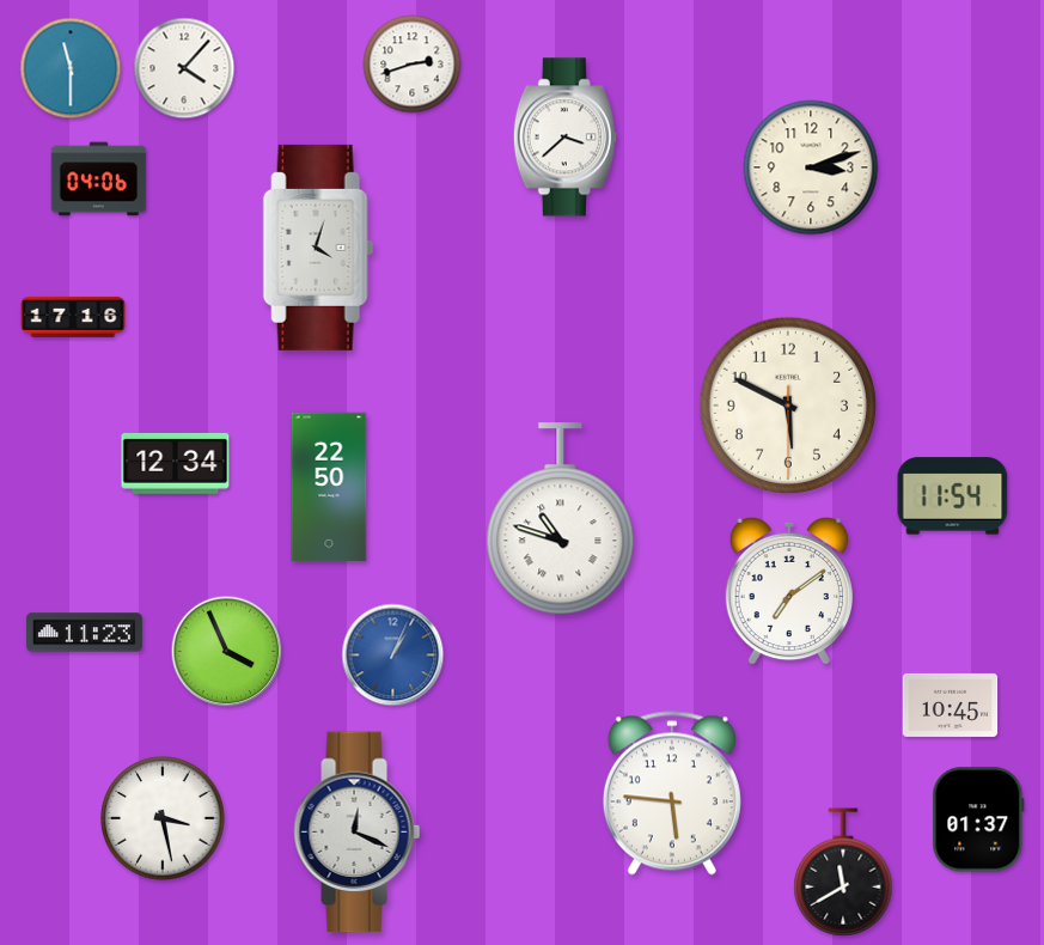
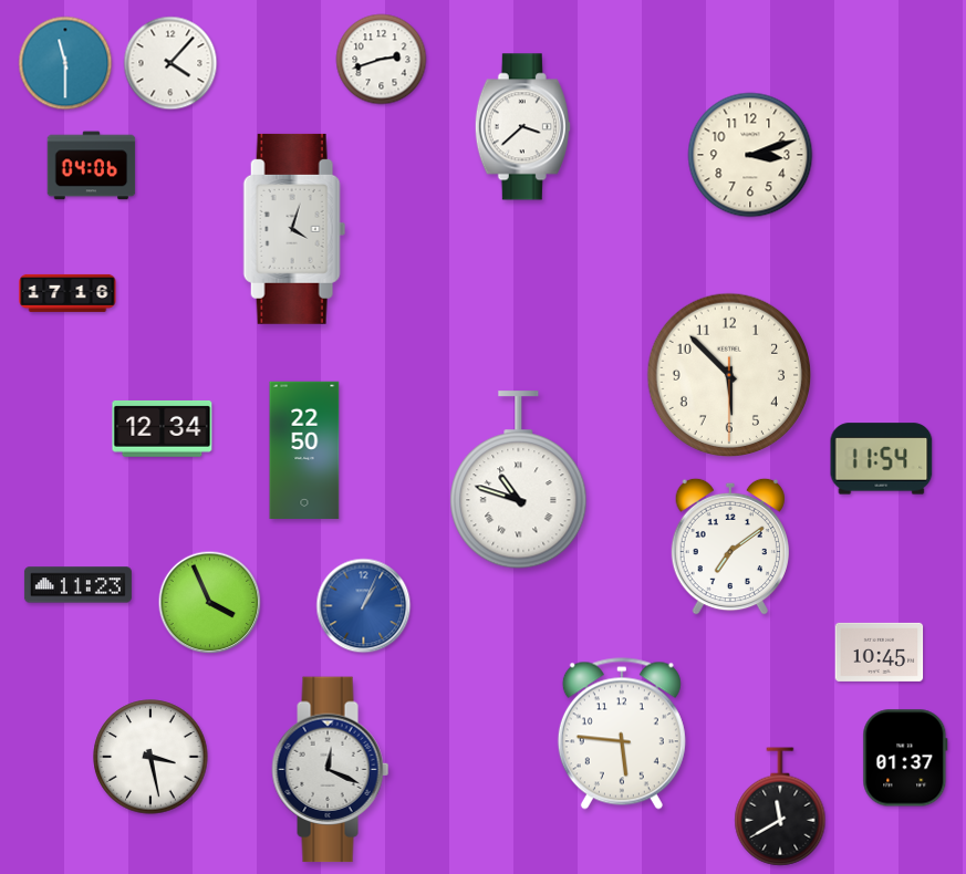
clock at (787, 404): 5:49 -> 5:52
